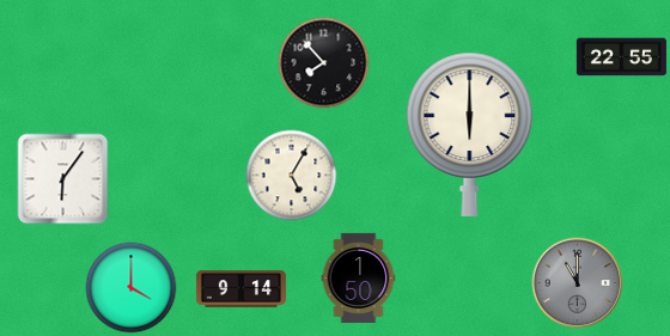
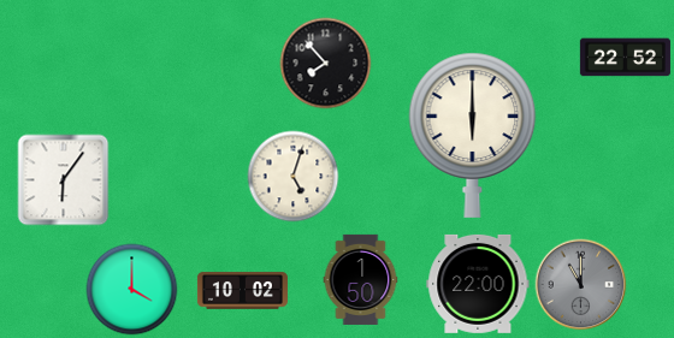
clock at (621, 57): 22:55 -> 22:52
clock at (292, 176): 5:05 -> 5:03
clock at (478, 284): none -> 22:00
clock at (240, 289): 9:14 -> 10:02
